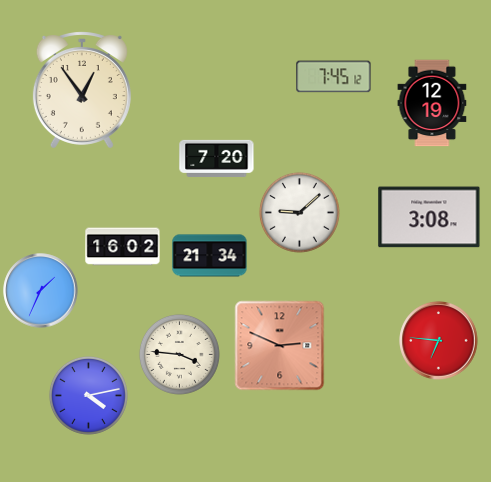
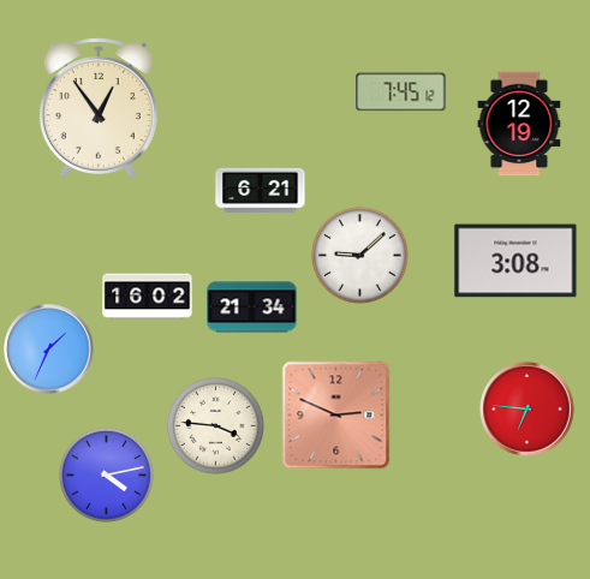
clock at (217, 158): 7:20 -> 6:21
